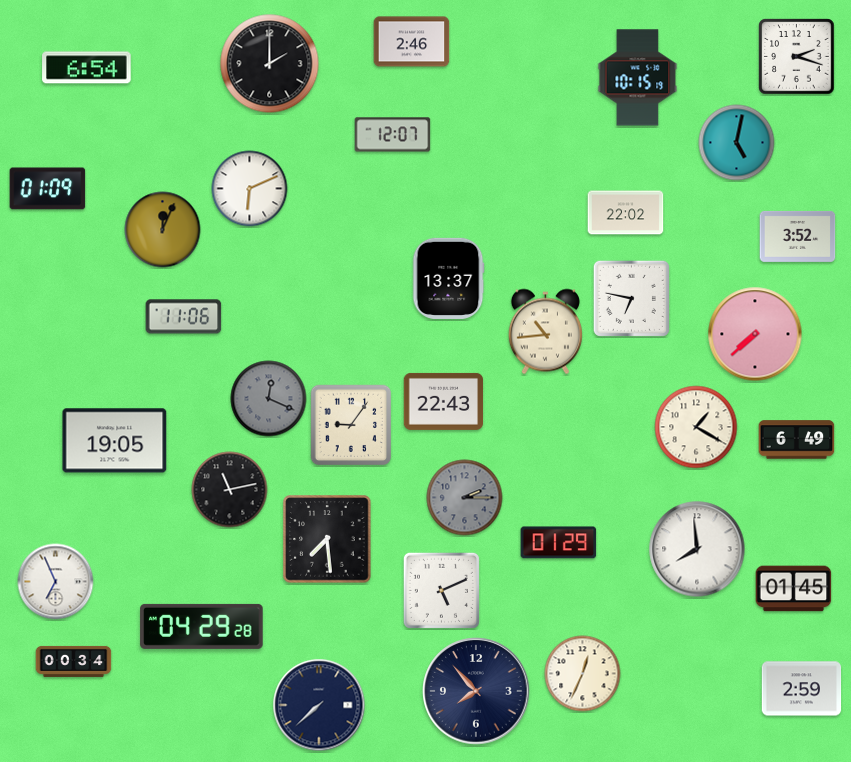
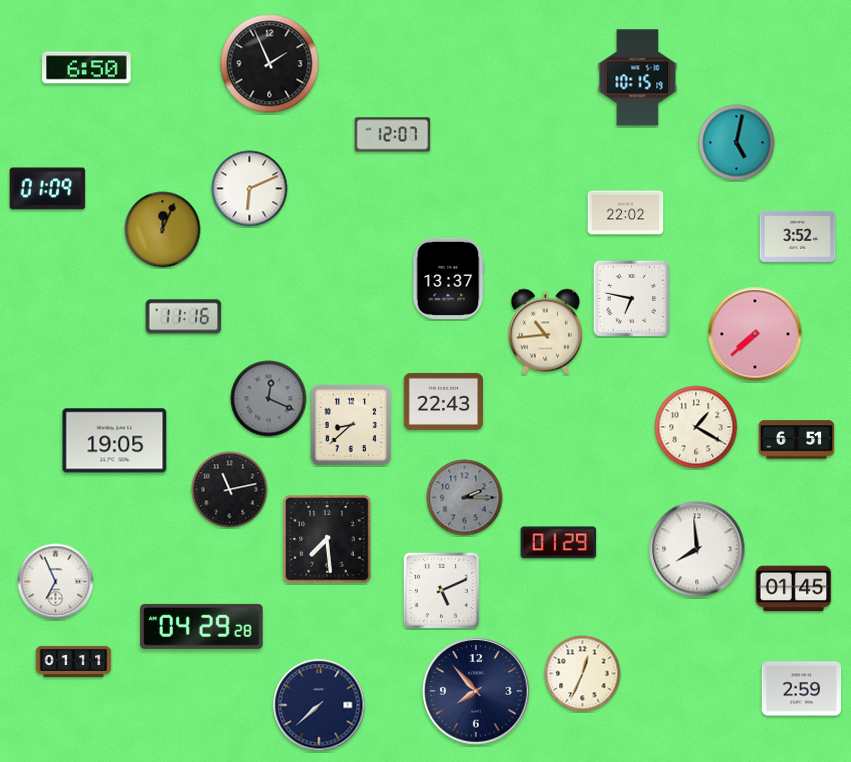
clock at (412, 42): 2:46 -> none
clock at (797, 57): 2:18 -> none
clock at (270, 64): 2:00 -> 1:56
clock at (87, 68): 6:54 -> 6:50
clock at (184, 317): 11:06 -> 11:16
clock at (351, 425): 9:06 -> 8:38
clock at (797, 440): 6:49 -> 6:51
clock at (74, 661): 00:34 -> 01:11
